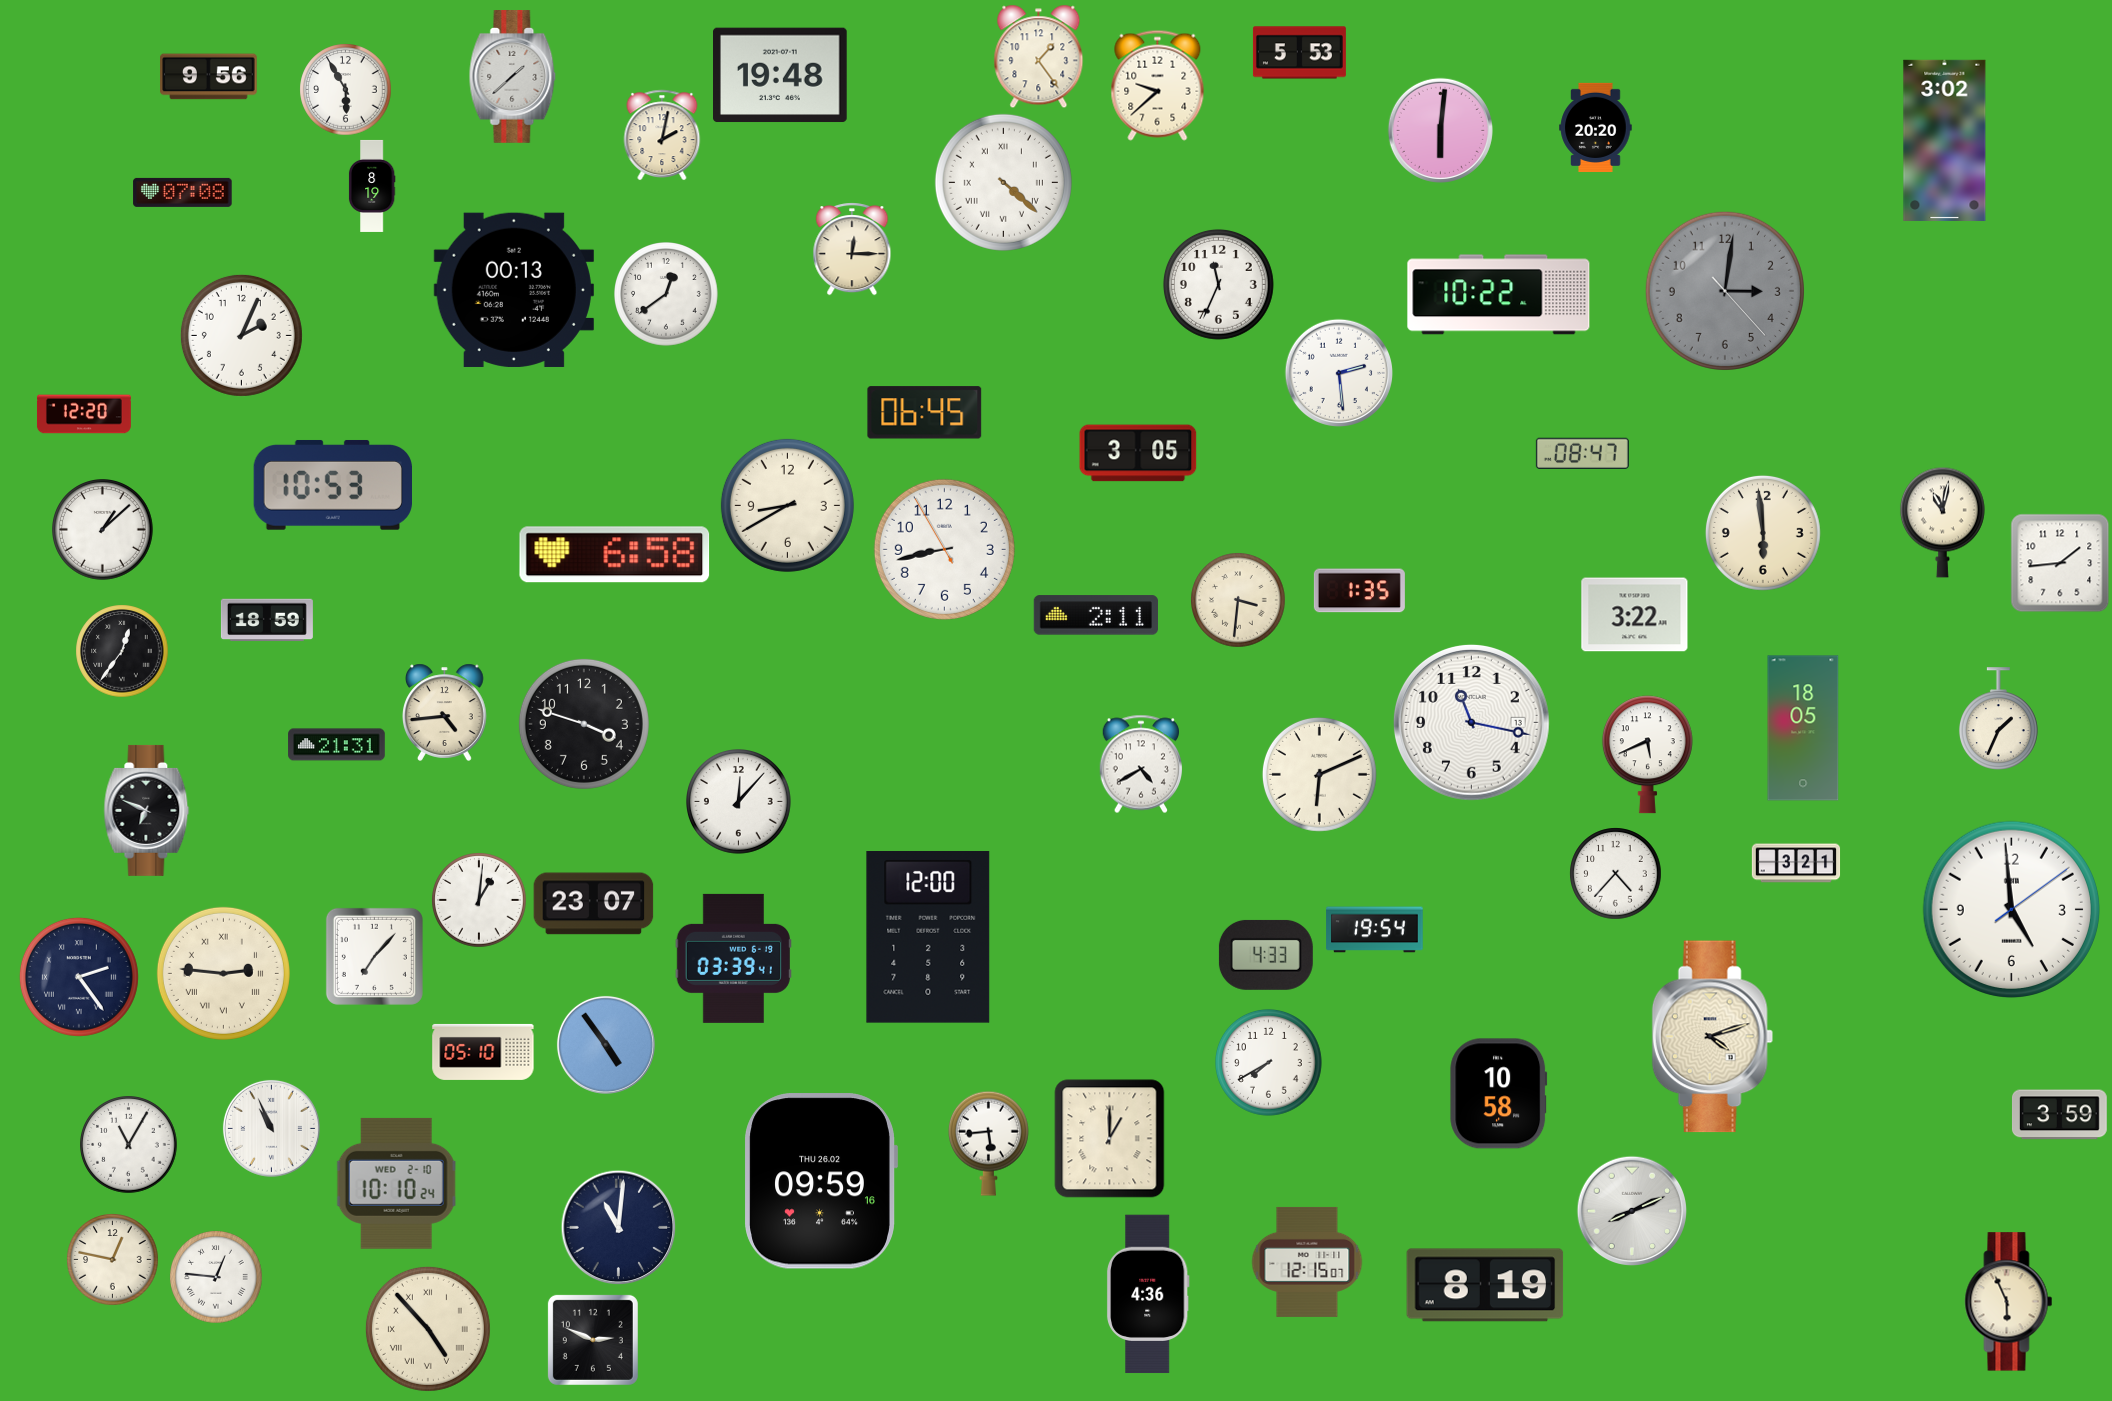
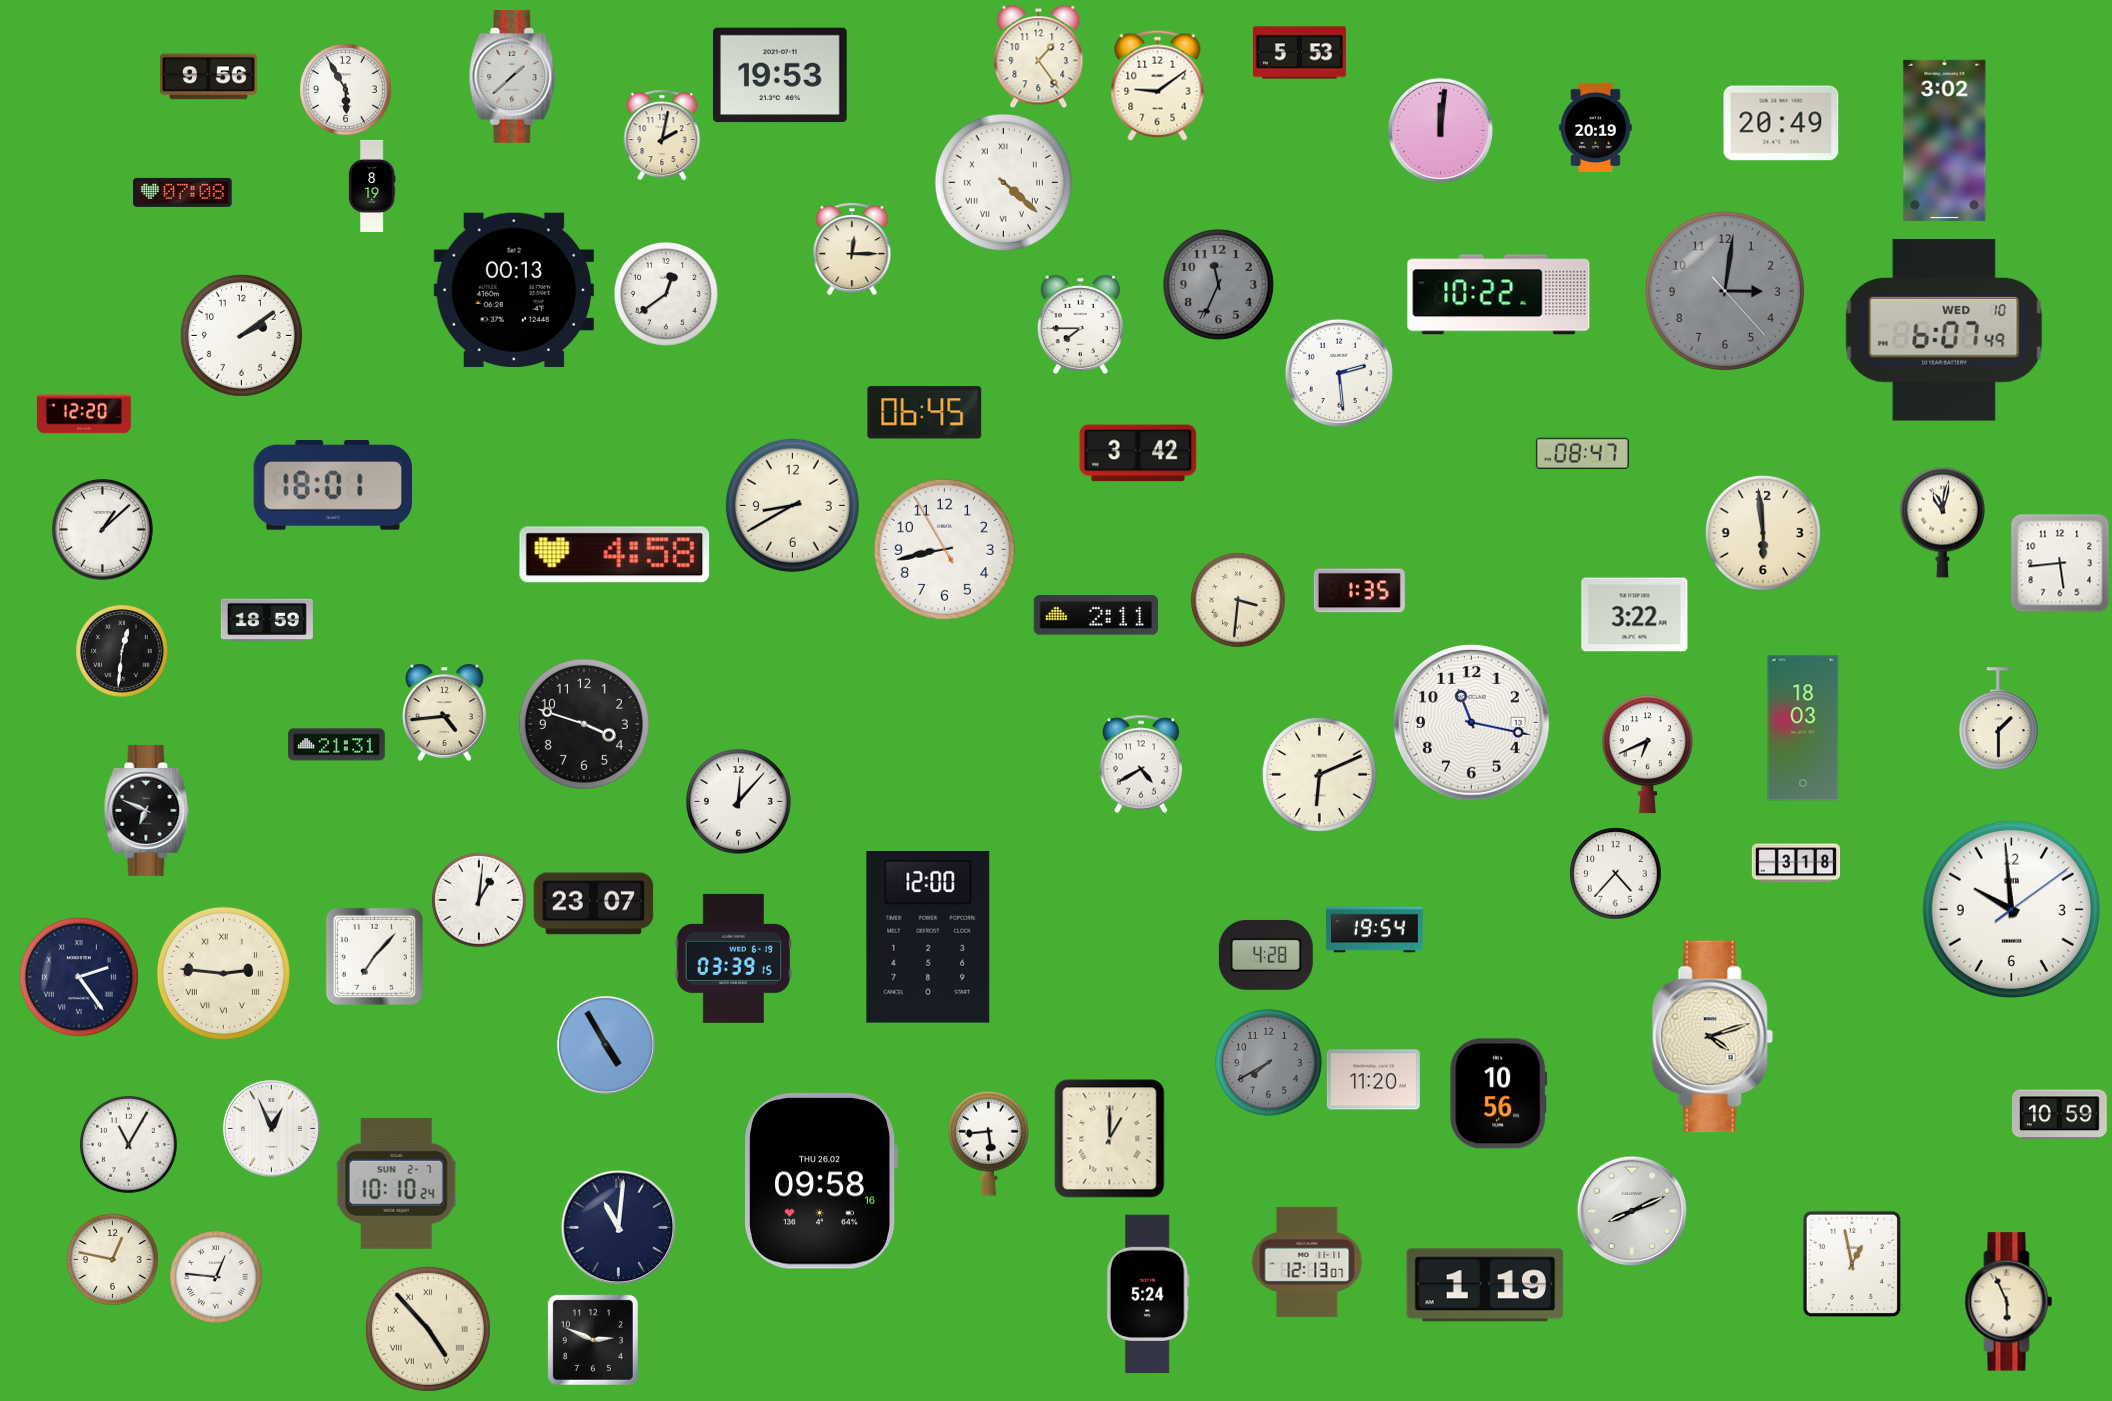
clock at (781, 75): 19:48 -> 19:53
clock at (1158, 85): 9:38 -> 9:09
clock at (1781, 123): none -> 20:49
clock at (1596, 127): 20:20 -> 20:19
clock at (1440, 130): 6:01 -> 12:01
clock at (1218, 284) dial: white -> grey
clock at (1080, 325): none -> 7:45
clock at (1944, 331): none -> 6:07
clock at (241, 335): 2:04 -> 2:09
clock at (1138, 453): 3:05 -> 3:42
clock at (332, 485): 10:53 -> 18:01
clock at (787, 505) position: (787, 505) -> (792, 505)
clock at (615, 555): 6:58 -> 4:58
clock at (2060, 563): 1:44 -> 5:44
clock at (122, 651): 12:36 -> 12:31
clock at (1998, 719): 1:34 -> 1:30
clock at (1803, 728): 18:05 -> 18:03
clock at (1647, 755): 5:41 -> 6:41
clock at (1796, 863): 3:21 -> 3:18
clock at (2011, 909): 4:59 -> 9:59
clock at (1266, 955): 4:33 -> 4:28
clock at (733, 958): 03:39:41 -> 03:39:15
clock at (606, 1045): 4:54 -> 4:55
clock at (483, 1052): 05:10 -> none
clock at (1268, 1062) dial: white -> grey
clock at (1373, 1080): none -> 11:20
clock at (1499, 1094): 10:58 -> 10:56
clock at (2059, 1115): 3:59 -> 10:59
clock at (271, 1128): 10:56 -> 12:56
clock at (821, 1181): 09:59 -> 09:58
clock at (396, 1183) date: WED 2-10 -> SUN 2-7
clock at (1307, 1262): 12:15 -> 12:13
clock at (1852, 1264): none -> 12:58
clock at (1485, 1285): 8:19 -> 1:19
clock at (1148, 1294): 4:36 -> 5:24
